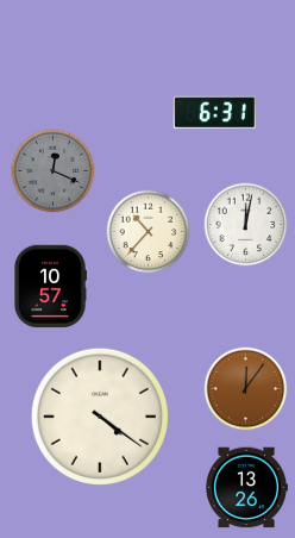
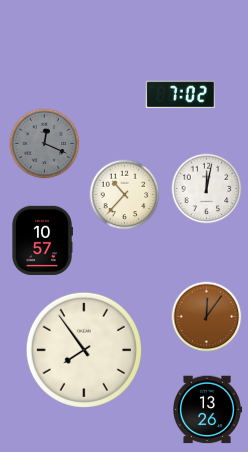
clock at (214, 113): 6:31 -> 7:02
clock at (246, 389) position: (246, 389) -> (207, 317)
clock at (100, 417): 4:21 -> 7:54
